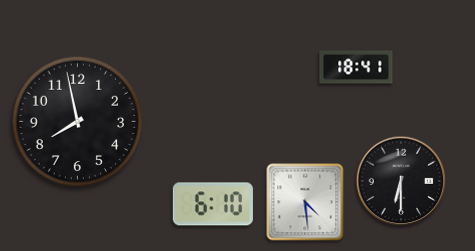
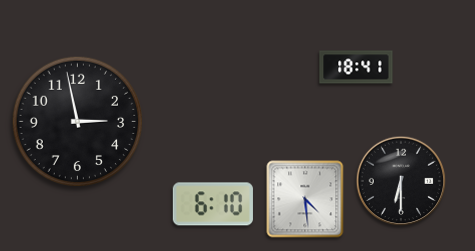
clock at (78, 122): 7:58 -> 2:58
clock at (305, 202) position: (305, 202) -> (305, 199)
